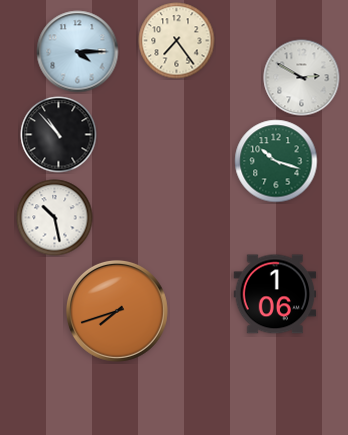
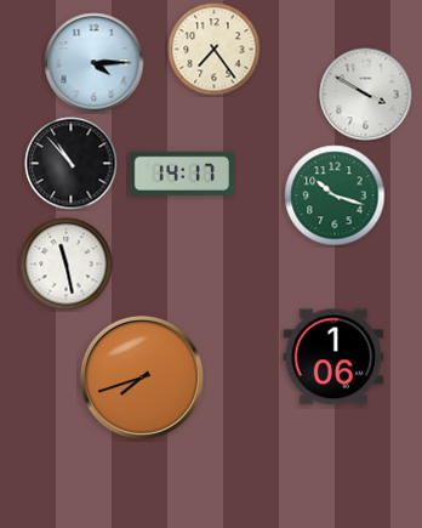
clock at (302, 78): 2:50 -> 3:50
clock at (182, 174): none -> 14:17
clock at (55, 218): 10:28 -> 11:28
